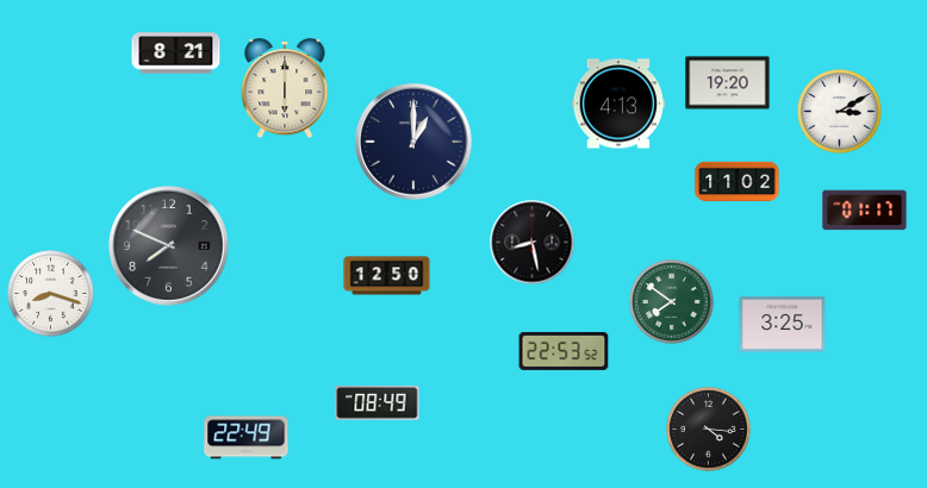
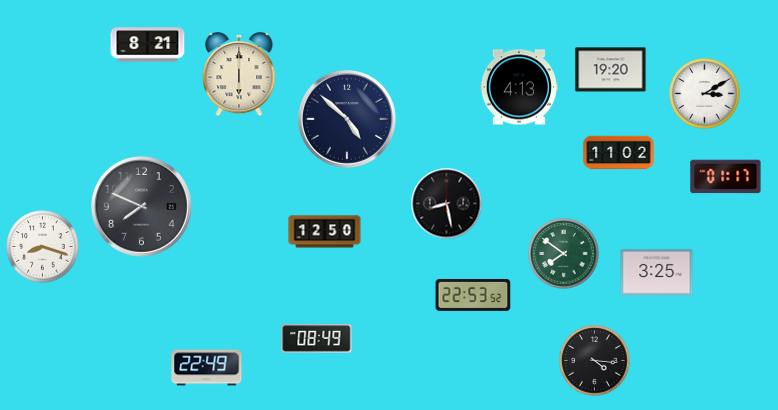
clock at (413, 142): 1:00 -> 4:52
